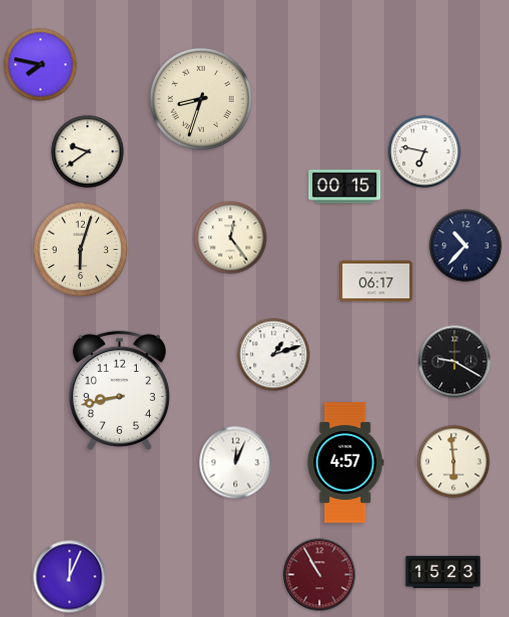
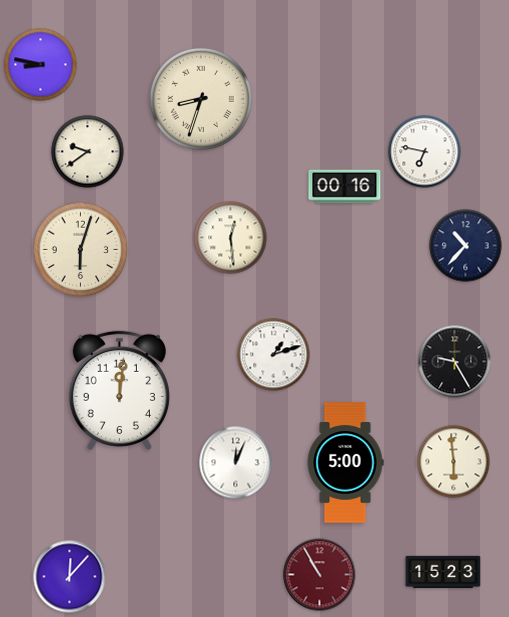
clock at (41, 65): 7:47 -> 8:47
clock at (345, 187): 00:15 -> 00:16
clock at (231, 238): 12:24 -> 12:29
clock at (376, 281): 06:17 -> none
clock at (455, 362): 9:20 -> 9:25
clock at (119, 391): 8:43 -> 12:01
clock at (345, 463): 4:57 -> 5:00
clock at (70, 577): 12:04 -> 12:07
